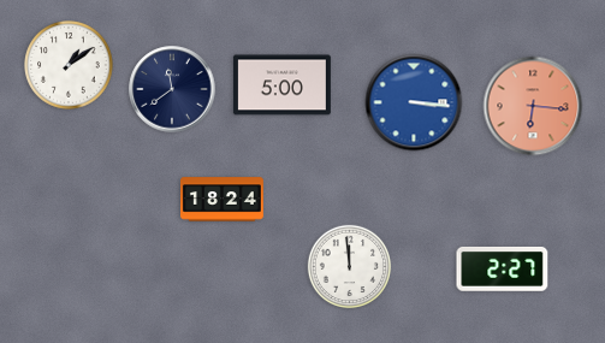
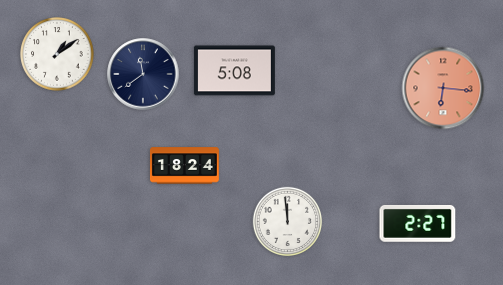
clock at (281, 85): 5:00 -> 5:08
clock at (414, 102): 3:16 -> none
clock at (350, 267) position: (350, 267) -> (288, 222)
